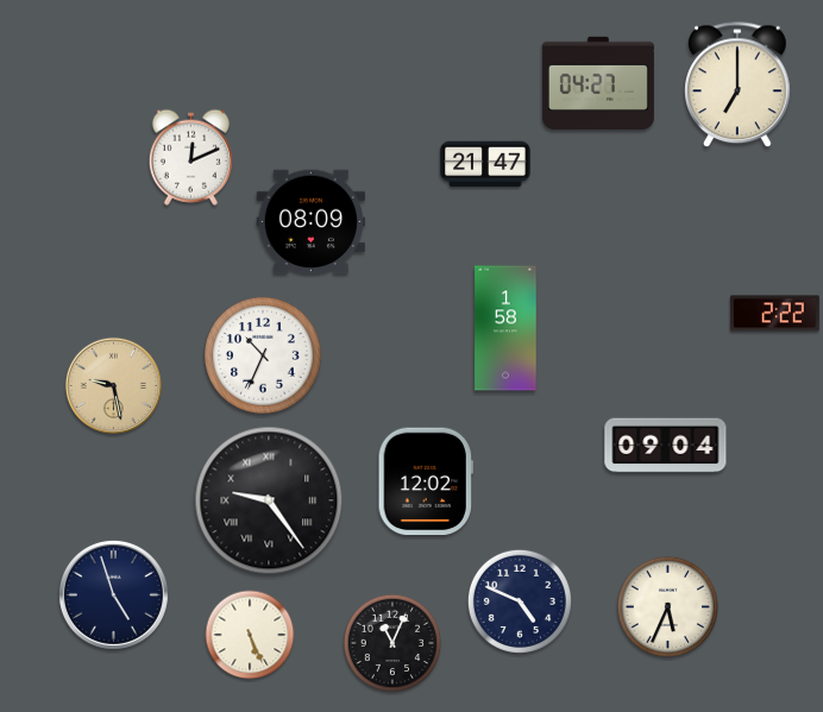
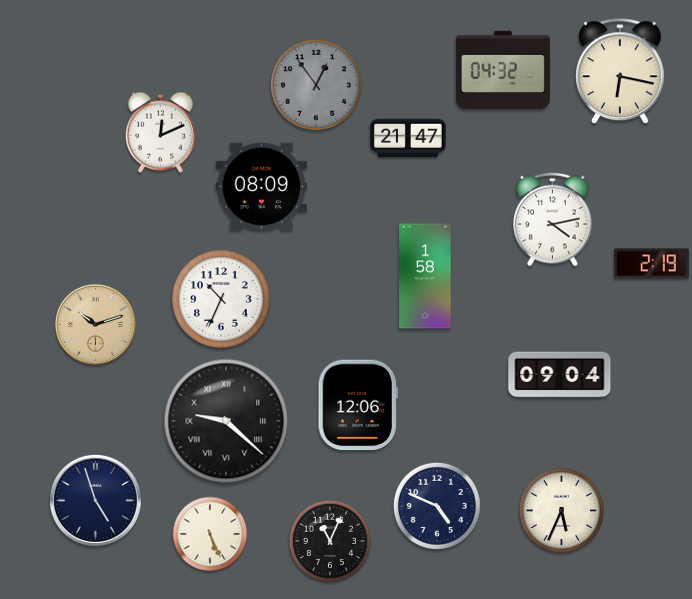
clock at (598, 83): 04:27 -> 04:32
clock at (739, 86): 7:00 -> 6:17
clock at (316, 85): none -> 12:54
clock at (553, 220): none -> 4:13
clock at (775, 314): 2:22 -> 2:19
clock at (113, 385): 9:28 -> 10:12
clock at (426, 481): 12:02 -> 12:06
clock at (269, 500): 9:24 -> 9:22
